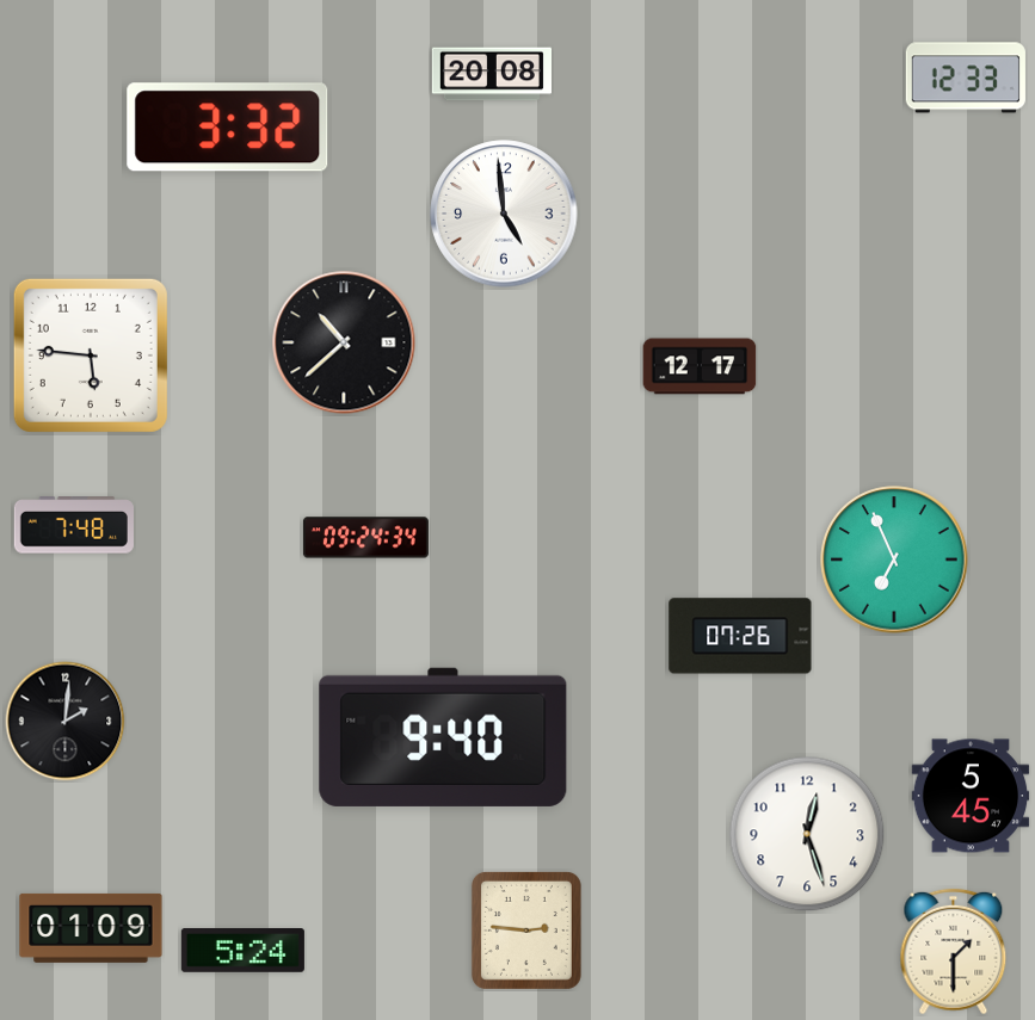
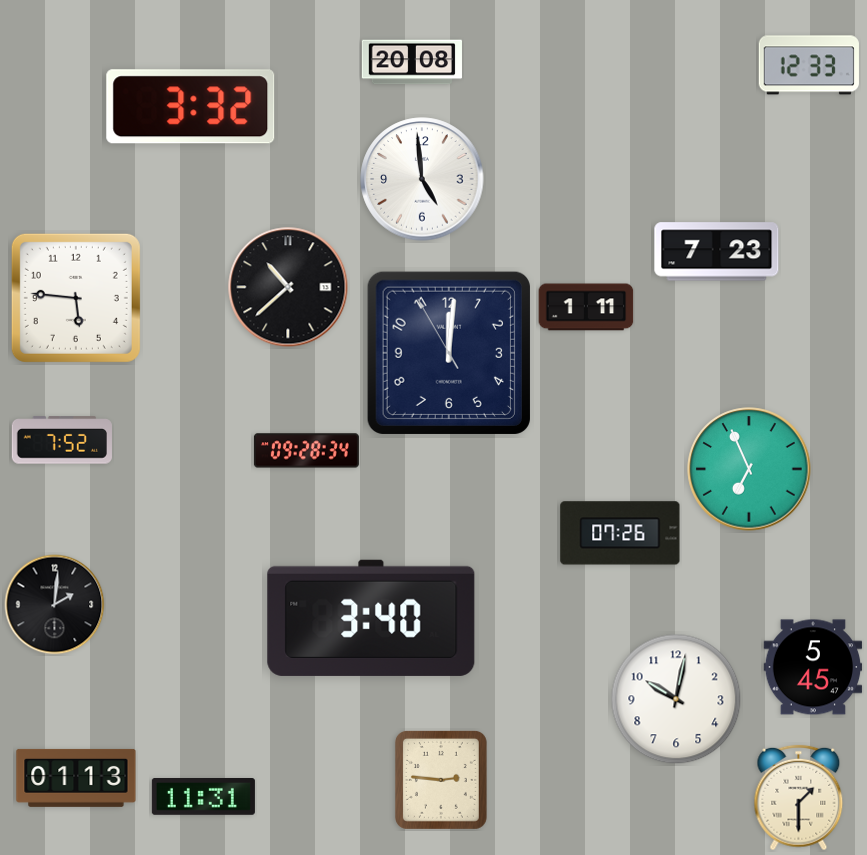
clock at (717, 252): none -> 7:23
clock at (700, 366): 12:17 -> 1:11
clock at (449, 353): none -> 12:00
clock at (74, 525): 7:48 -> 7:52
clock at (365, 538): 09:24 -> 09:28
clock at (443, 737): 9:40 -> 3:40
clock at (807, 834): 12:27 -> 10:02
clock at (91, 928): 01:09 -> 01:13
clock at (242, 951): 5:24 -> 11:31
